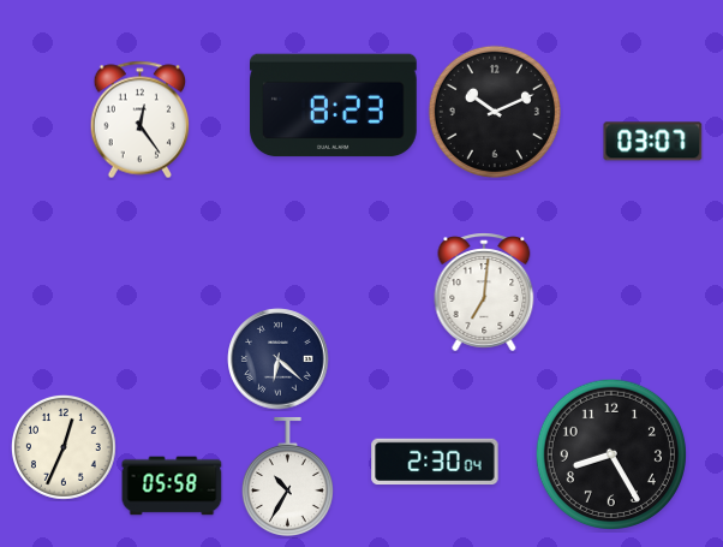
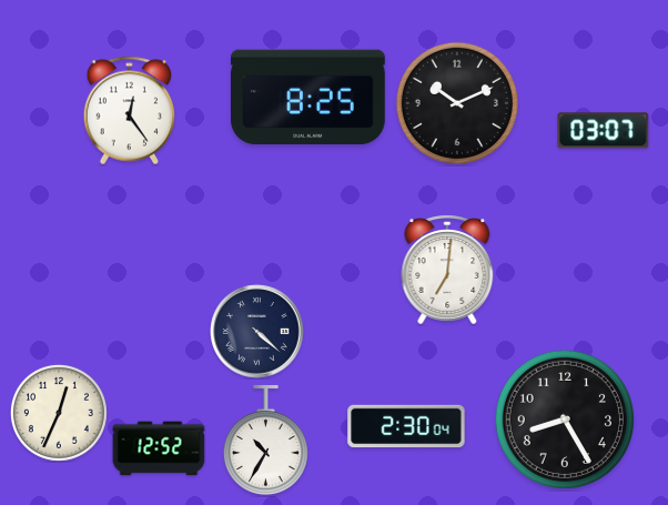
clock at (334, 106): 8:23 -> 8:25
clock at (279, 359): 6:22 -> 4:22
clock at (435, 462) position: (435, 462) -> (406, 426)
clock at (172, 486): 05:58 -> 12:52
